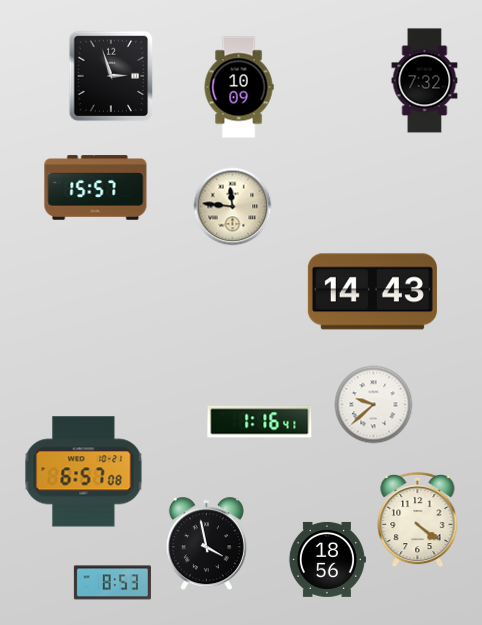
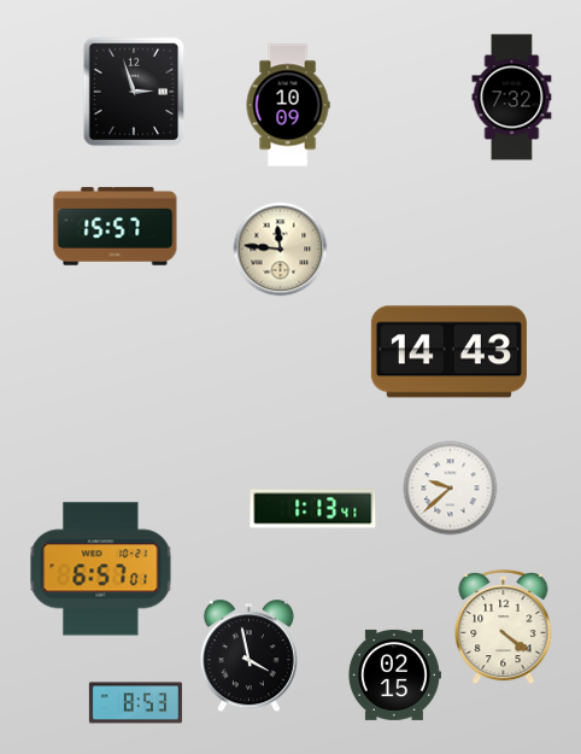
clock at (260, 422): 1:16 -> 1:13
clock at (84, 472): 6:57:08 -> 6:57:01
clock at (327, 559): 18:56 -> 02:15
